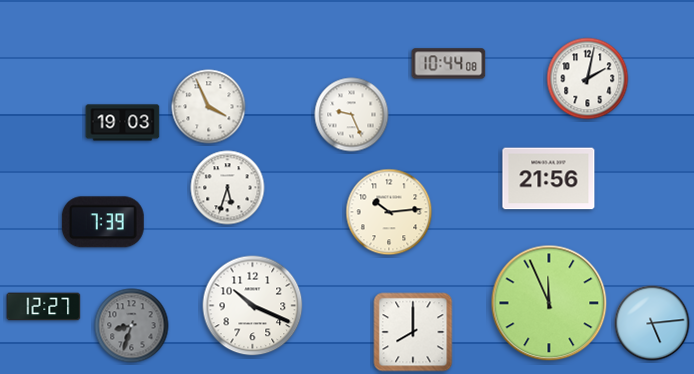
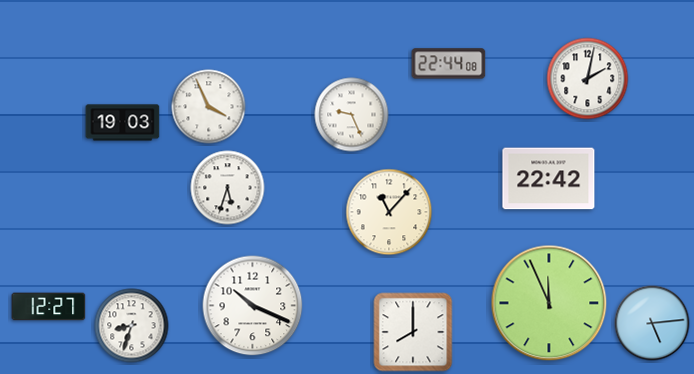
clock at (449, 64): 10:44 -> 22:44
clock at (549, 179): 21:56 -> 22:42
clock at (389, 212): 10:14 -> 11:07
clock at (103, 222): 7:39 -> none
clock at (44, 307) position: (44, 307) -> (49, 307)
clock at (132, 326) dial: grey -> white
